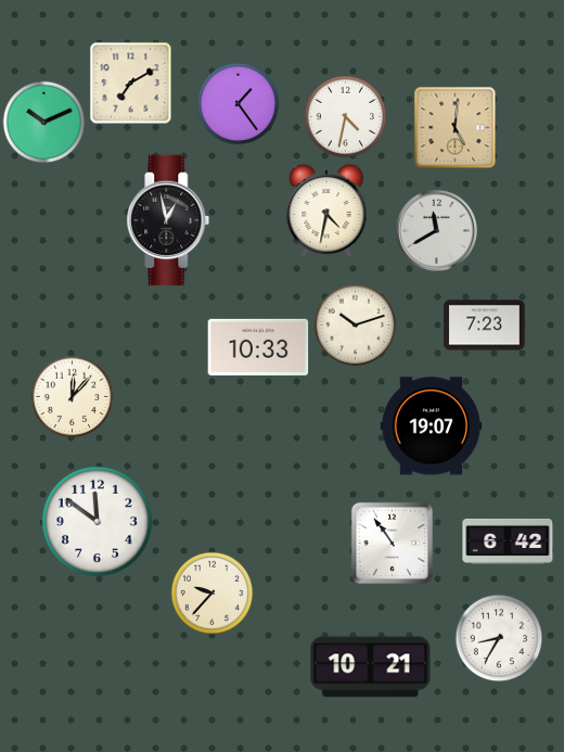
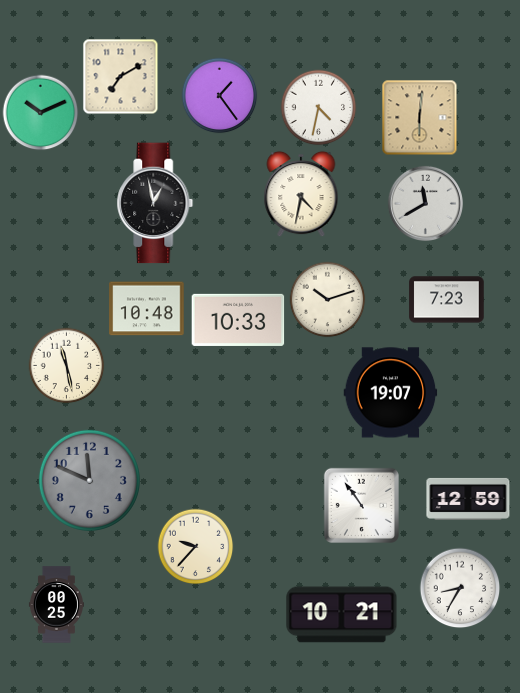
clock at (456, 128): 5:01 -> 6:01
clock at (436, 230) position: (436, 230) -> (425, 203)
clock at (147, 309): none -> 10:48
clock at (73, 397): 12:07 -> 11:28
clock at (432, 426) position: (432, 426) -> (391, 393)
clock at (97, 521): 11:51 -> 11:49
clock at (97, 521) dial: white -> grey
clock at (508, 541): 6:42 -> 12:59
clock at (392, 543) position: (392, 543) -> (361, 505)
clock at (56, 605): none -> 00:25
